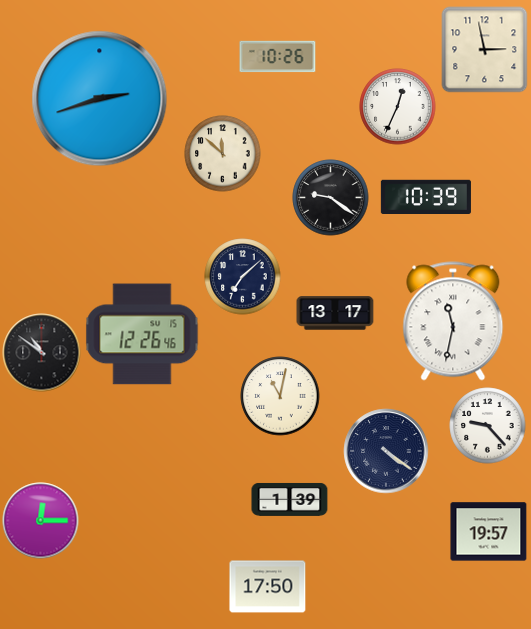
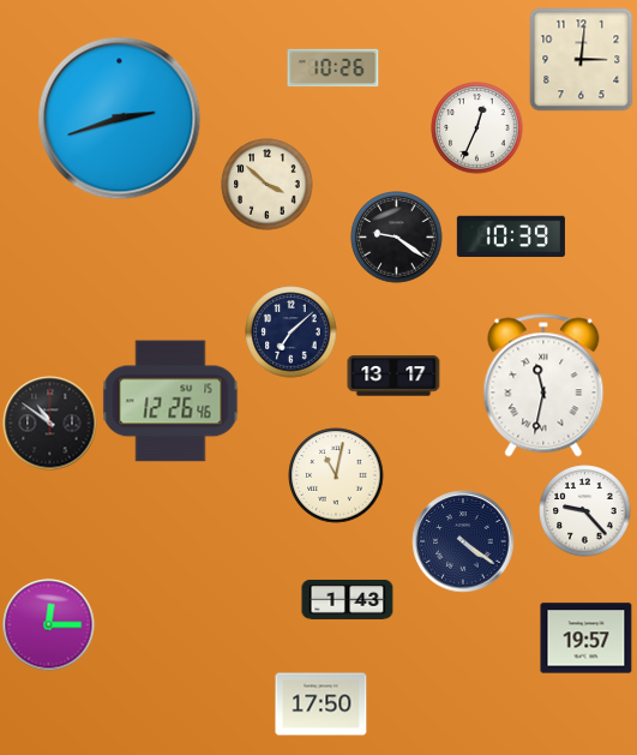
clock at (485, 50): 2:58 -> 3:01
clock at (223, 154): 11:52 -> 3:52
clock at (335, 313) position: (335, 313) -> (393, 376)
clock at (290, 500): 1:39 -> 1:43
